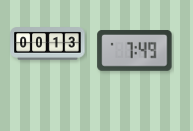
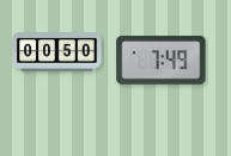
clock at (48, 44): 00:13 -> 00:50
